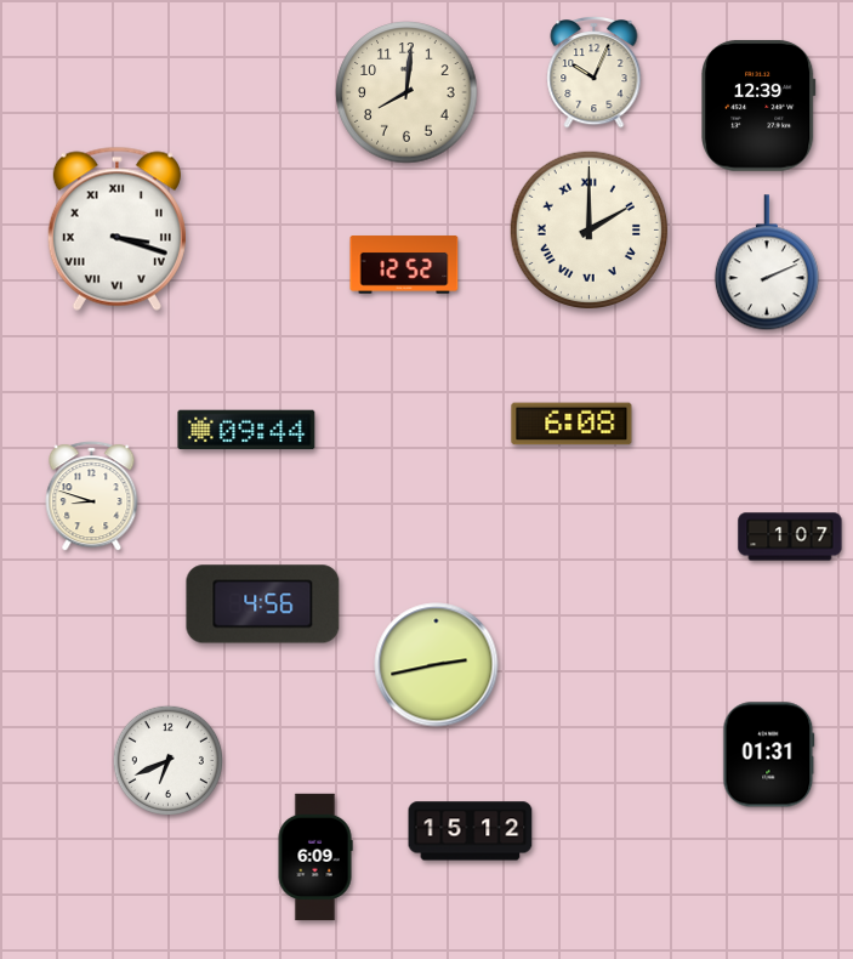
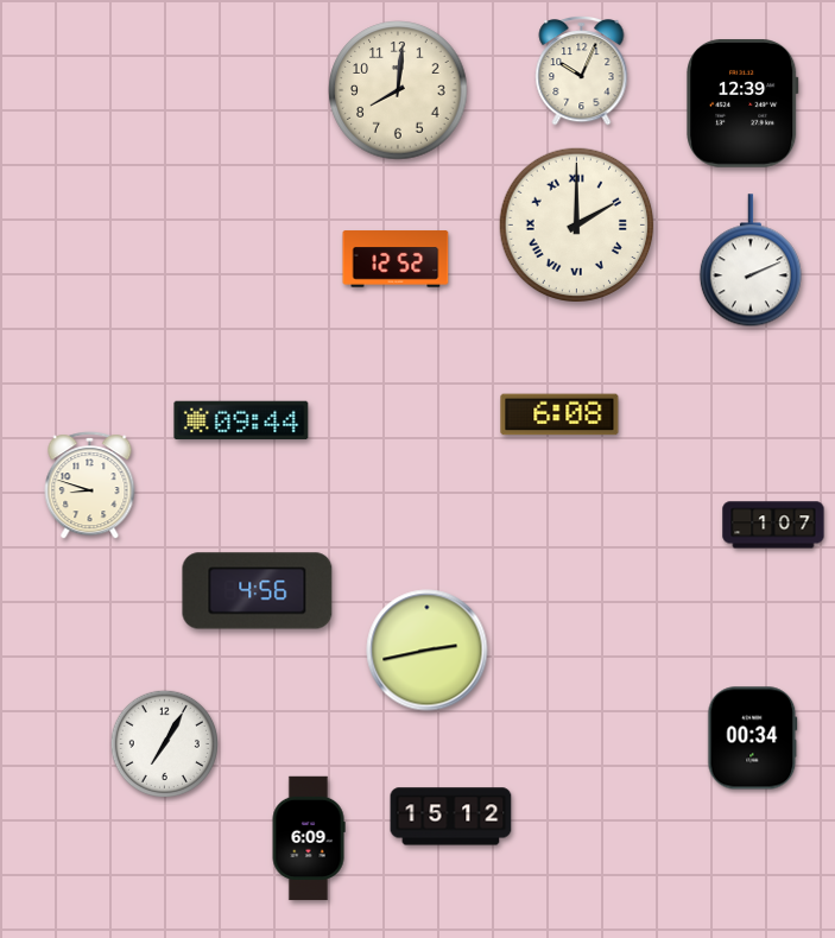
clock at (116, 228): 3:18 -> none
clock at (767, 263) position: (767, 263) -> (751, 261)
clock at (769, 755): 01:31 -> 00:34
clock at (167, 760): 6:41 -> 7:05
clock at (471, 832) position: (471, 832) -> (451, 817)
